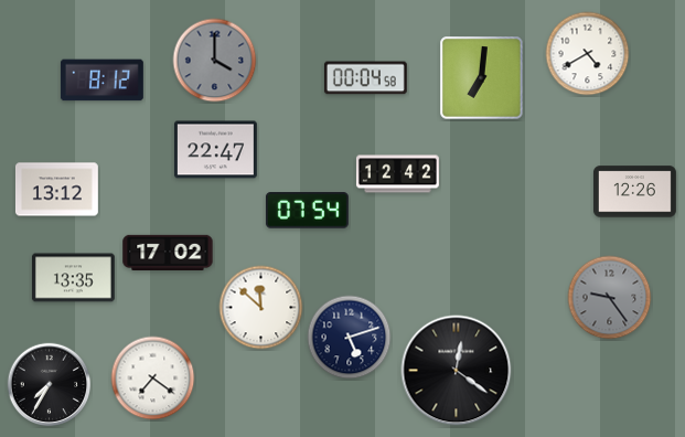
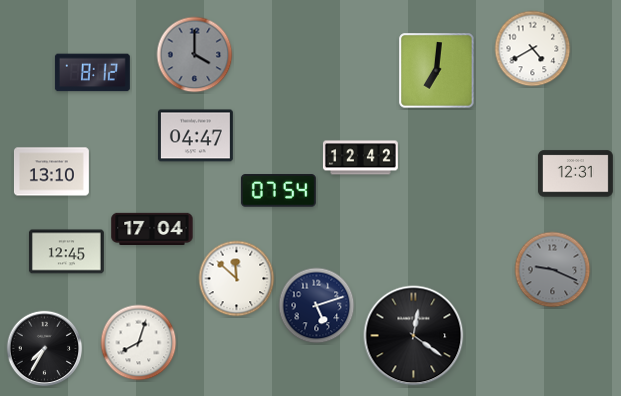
clock at (365, 78): 00:04 -> none
clock at (215, 150): 22:47 -> 04:47
clock at (56, 190): 13:12 -> 13:10
clock at (634, 192): 12:26 -> 12:31
clock at (168, 252): 17:02 -> 17:04
clock at (73, 278): 13:35 -> 12:45
clock at (610, 298): 9:24 -> 9:19
clock at (153, 379): 7:21 -> 8:03
